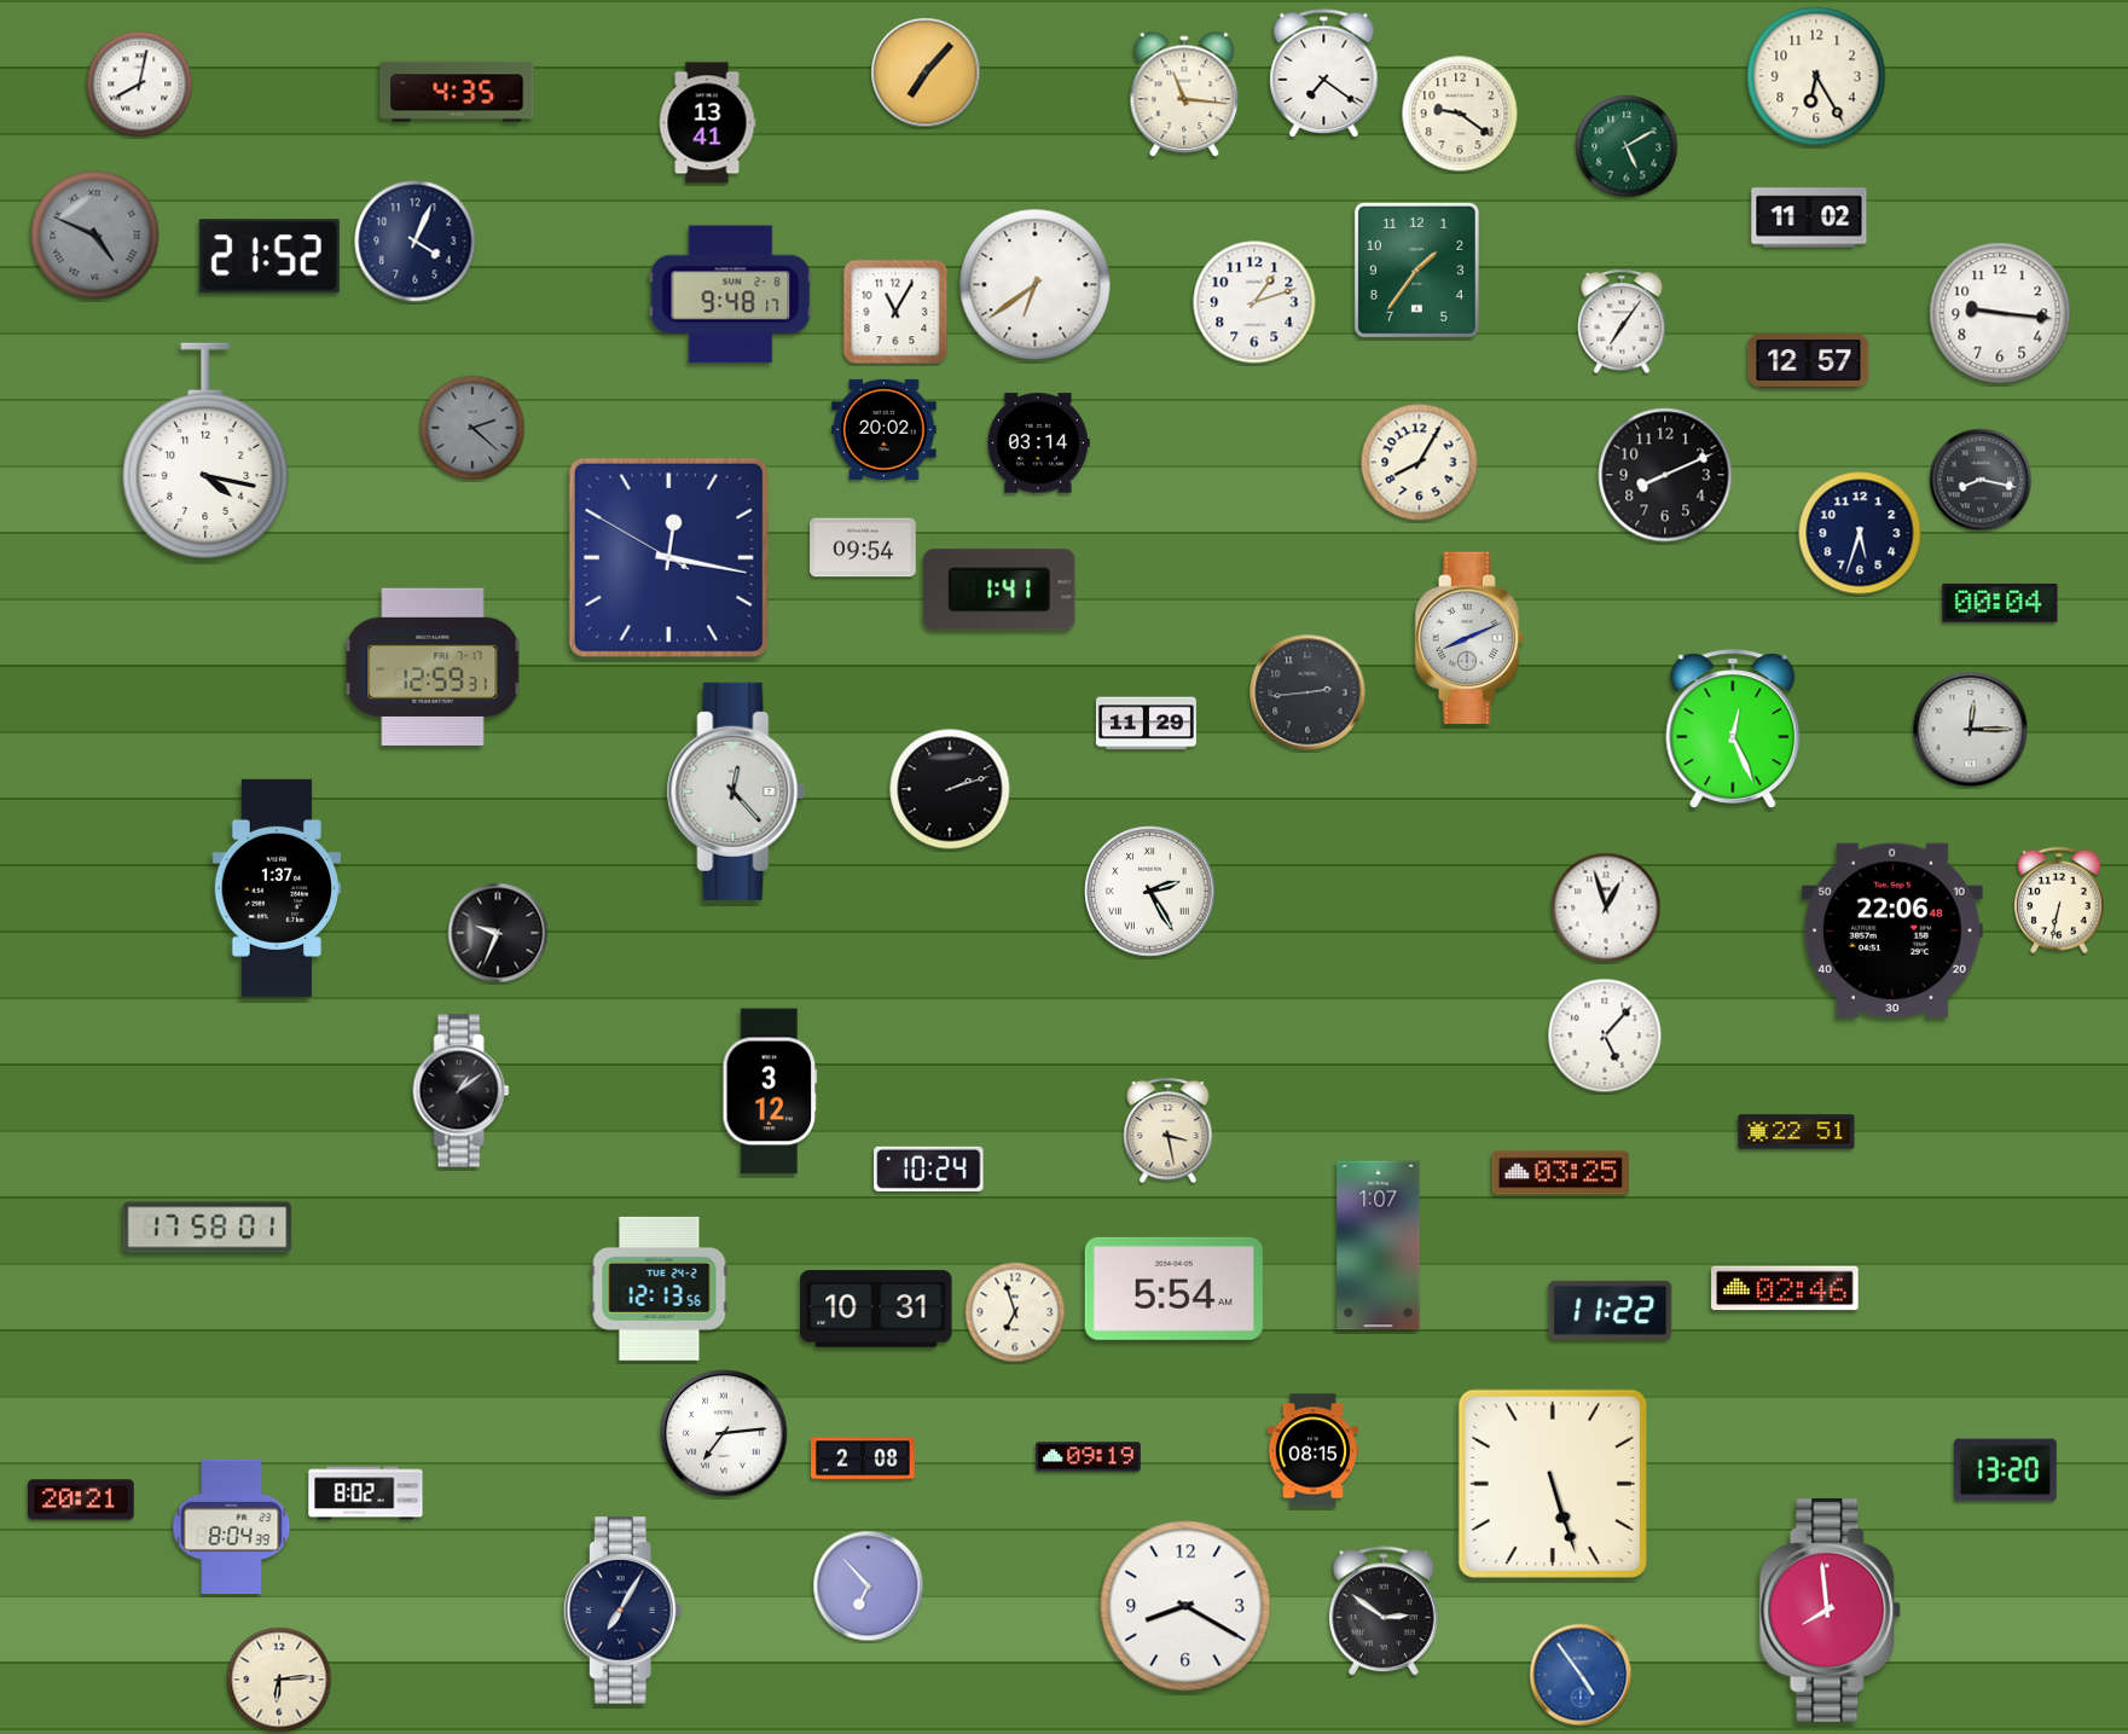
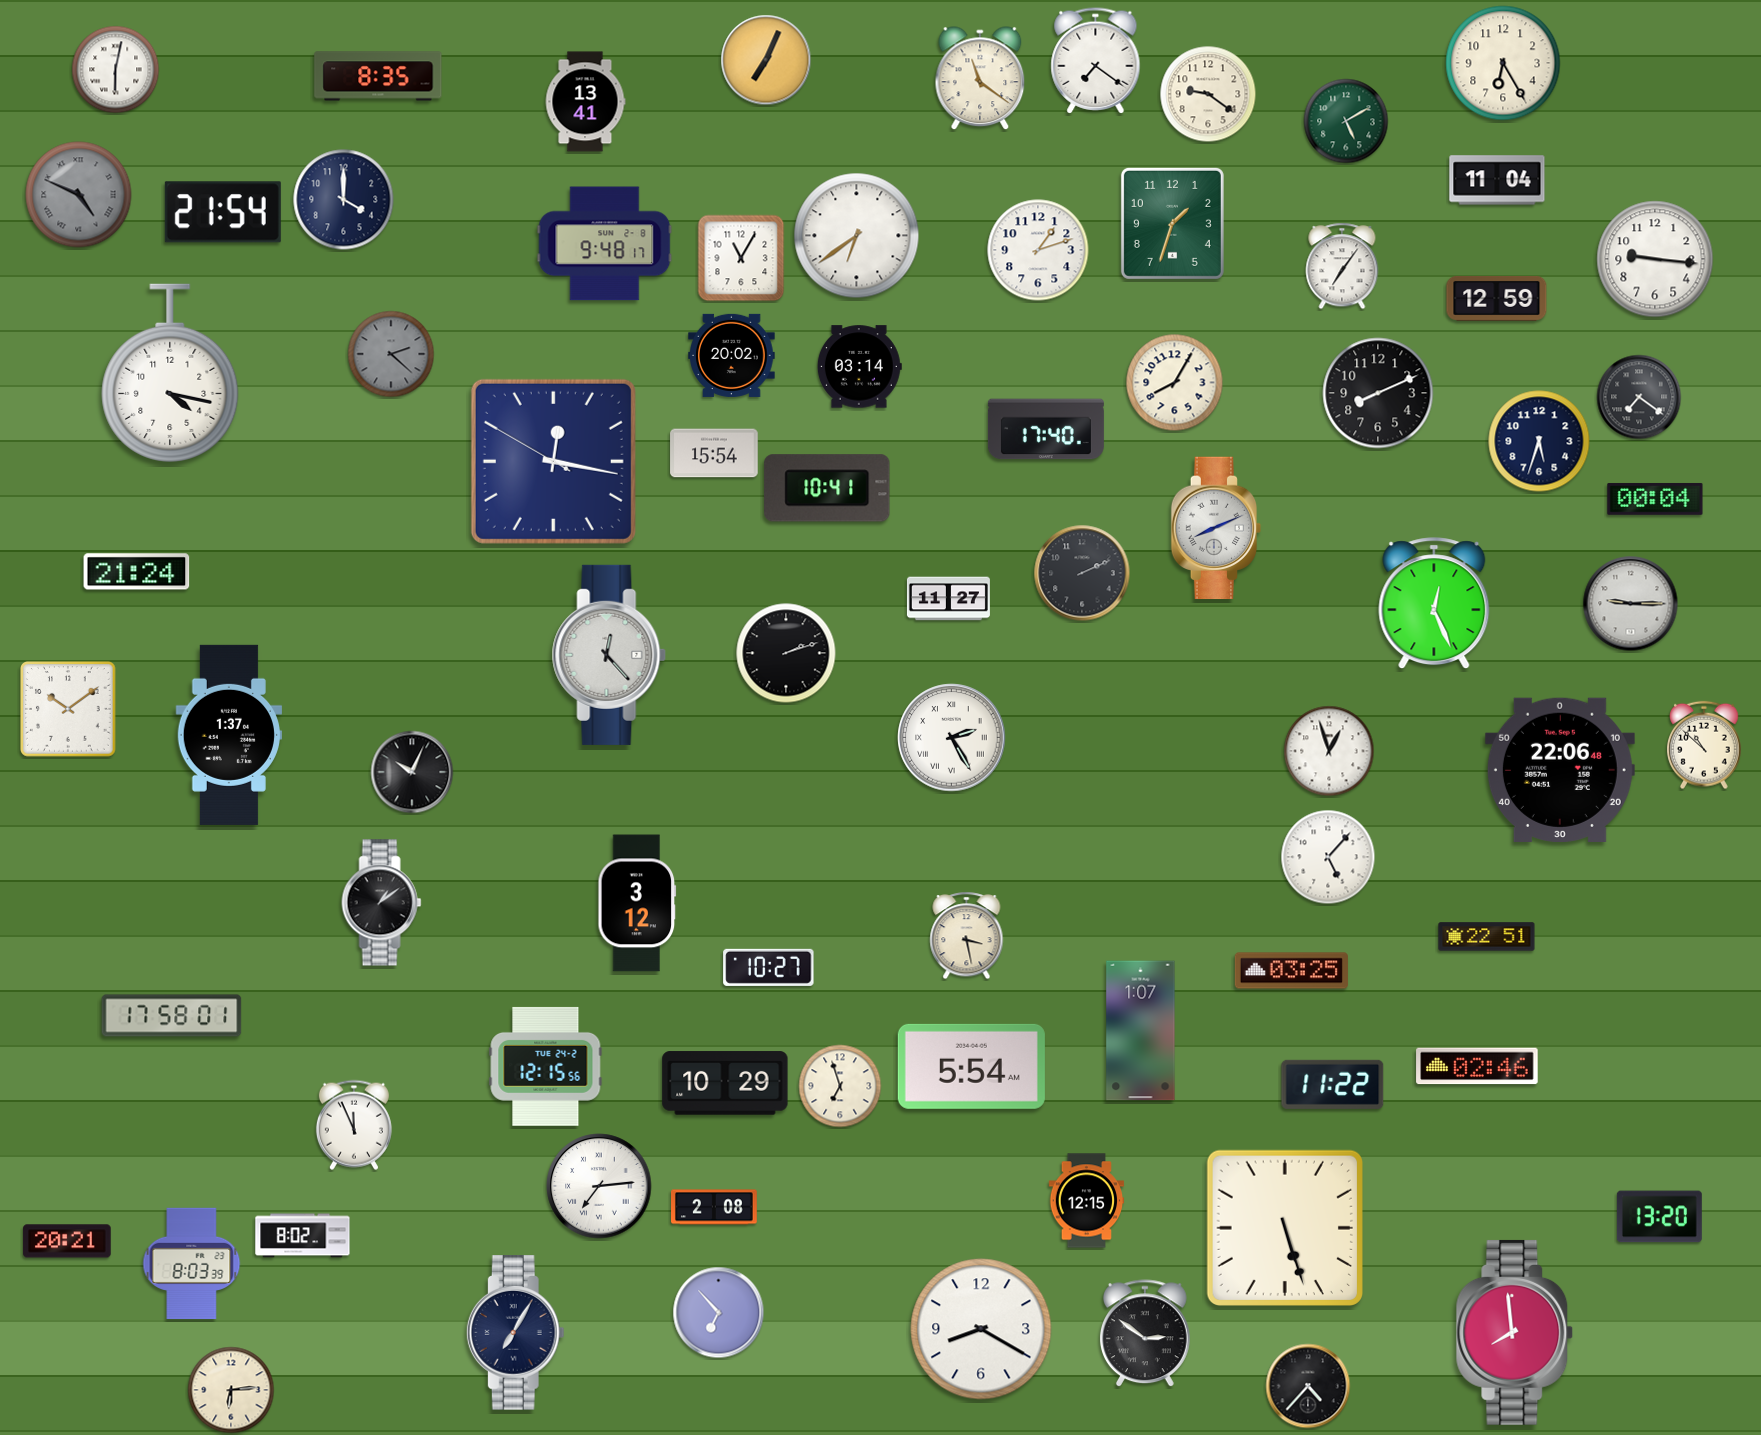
clock at (926, 73): 7:07 -> 7:04
clock at (140, 85): 8:02 -> 6:02
clock at (457, 92): 4:35 -> 8:35
clock at (1184, 95): 11:16 -> 11:21
clock at (1809, 218): 11:02 -> 11:04
clock at (416, 242): 4:04 -> 4:00
clock at (269, 256): 21:52 -> 21:54
clock at (1416, 269): 1:36 -> 1:33
clock at (1809, 360): 12:57 -> 12:59
clock at (1981, 480): 8:17 -> 7:21
clock at (1046, 429): none -> 17:40
clock at (863, 547): 09:54 -> 15:54
clock at (999, 590): 1:41 -> 10:41
clock at (433, 666): 12:59 -> none
clock at (137, 572): none -> 21:24
clock at (1307, 692): 2:44 -> 2:11
clock at (1146, 724): 11:29 -> 11:27
clock at (1971, 730): 12:15 -> 9:15
clock at (68, 709): none -> 10:09
clock at (2060, 900): 6:32 -> 10:52
clock at (1892, 930) position: (1892, 930) -> (1560, 770)
clock at (498, 933): 9:34 -> 10:04
clock at (929, 1168): 10:24 -> 10:27
clock at (660, 1288): 12:13 -> 12:15
clock at (876, 1309): 10:31 -> 10:29
clock at (354, 1125): none -> 11:56
clock at (1314, 1451): 08:15 -> 12:15
clock at (1089, 1457): 09:19 -> none
clock at (232, 1527): 8:04 -> 8:03
clock at (1581, 1675): 4:54 -> 4:37
clock at (1581, 1675) dial: blue -> black
